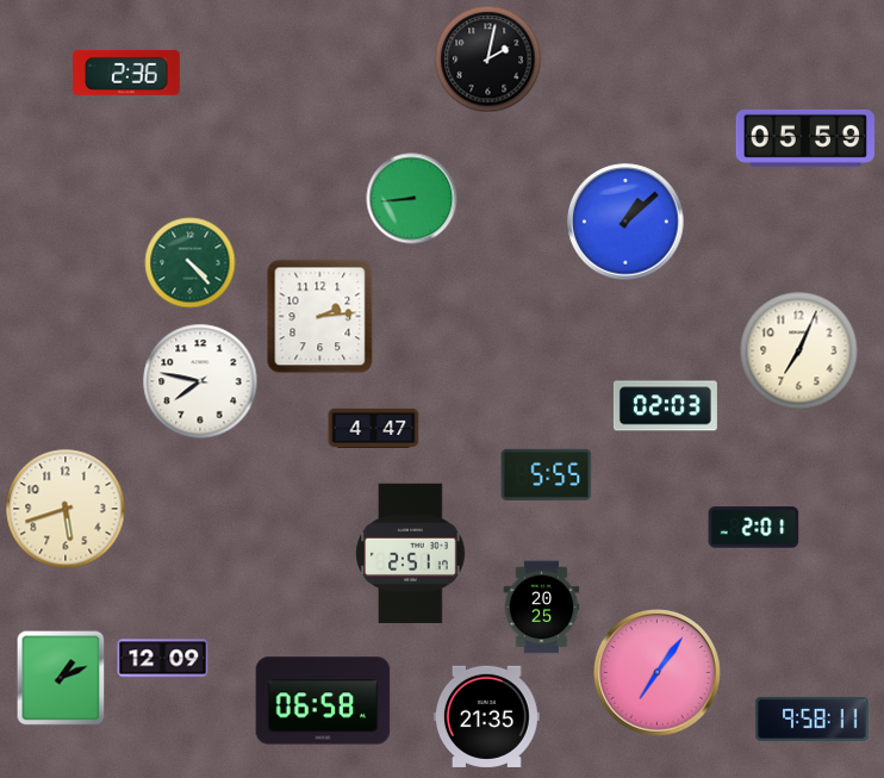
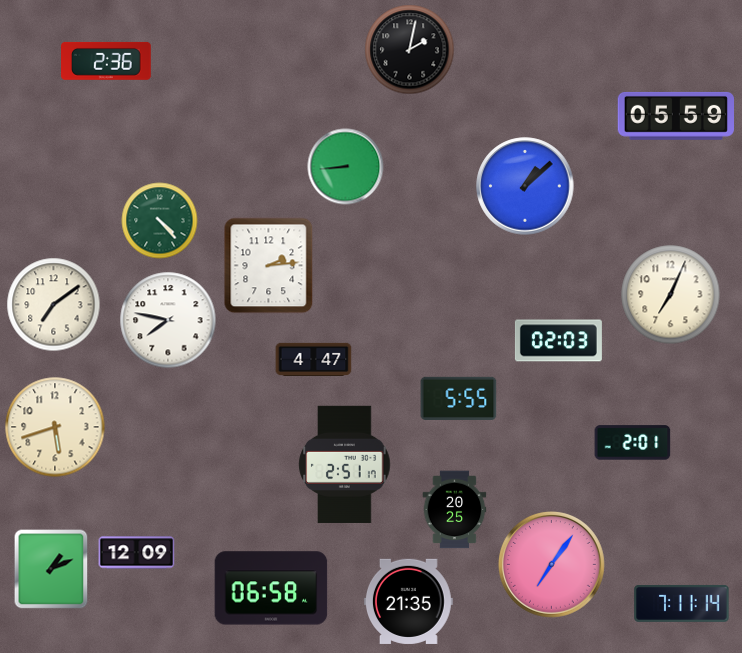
clock at (54, 305): none -> 7:09
clock at (813, 718): 9:58 -> 7:11
